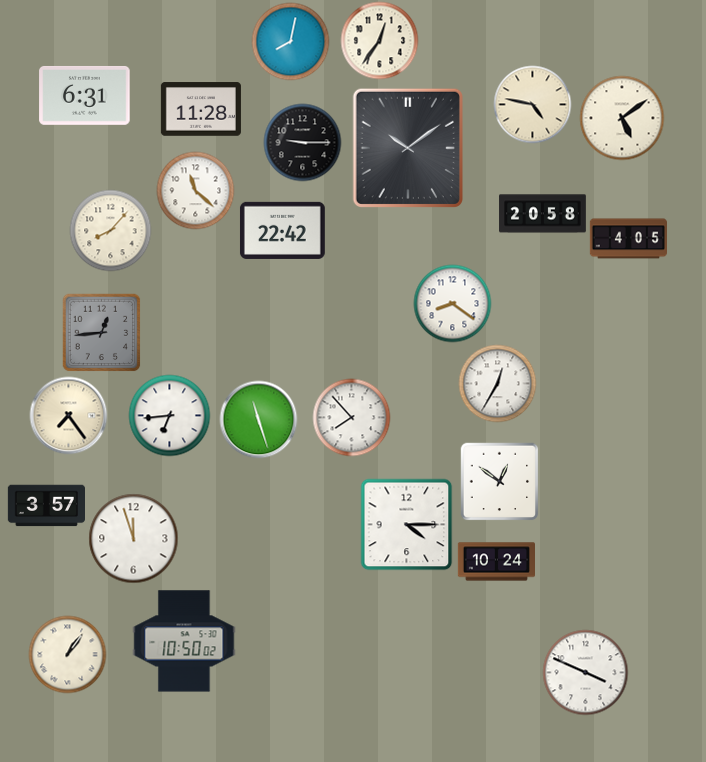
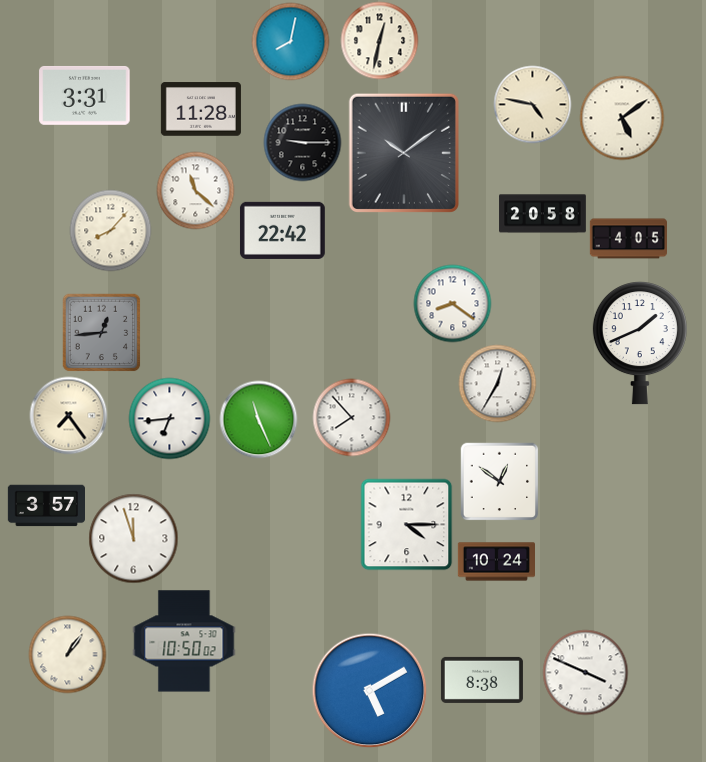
clock at (379, 40): 12:36 -> 12:32
clock at (85, 96): 6:31 -> 3:31
clock at (408, 147) position: (408, 147) -> (404, 152)
clock at (640, 343): none -> 1:41
clock at (169, 415) position: (169, 415) -> (169, 418)
clock at (258, 419): 11:27 -> 11:26
clock at (482, 680): none -> 8:38
clock at (369, 690): none -> 5:10
